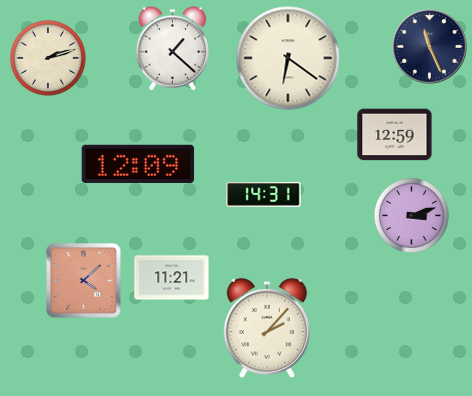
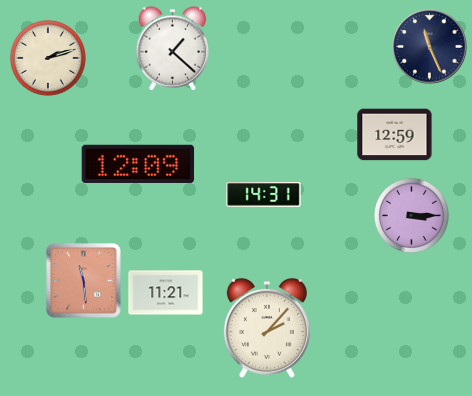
clock at (288, 58): 6:21 -> none
clock at (411, 215): 3:12 -> 3:15
clock at (172, 278) position: (172, 278) -> (166, 293)
clock at (84, 281): 4:08 -> 11:29
